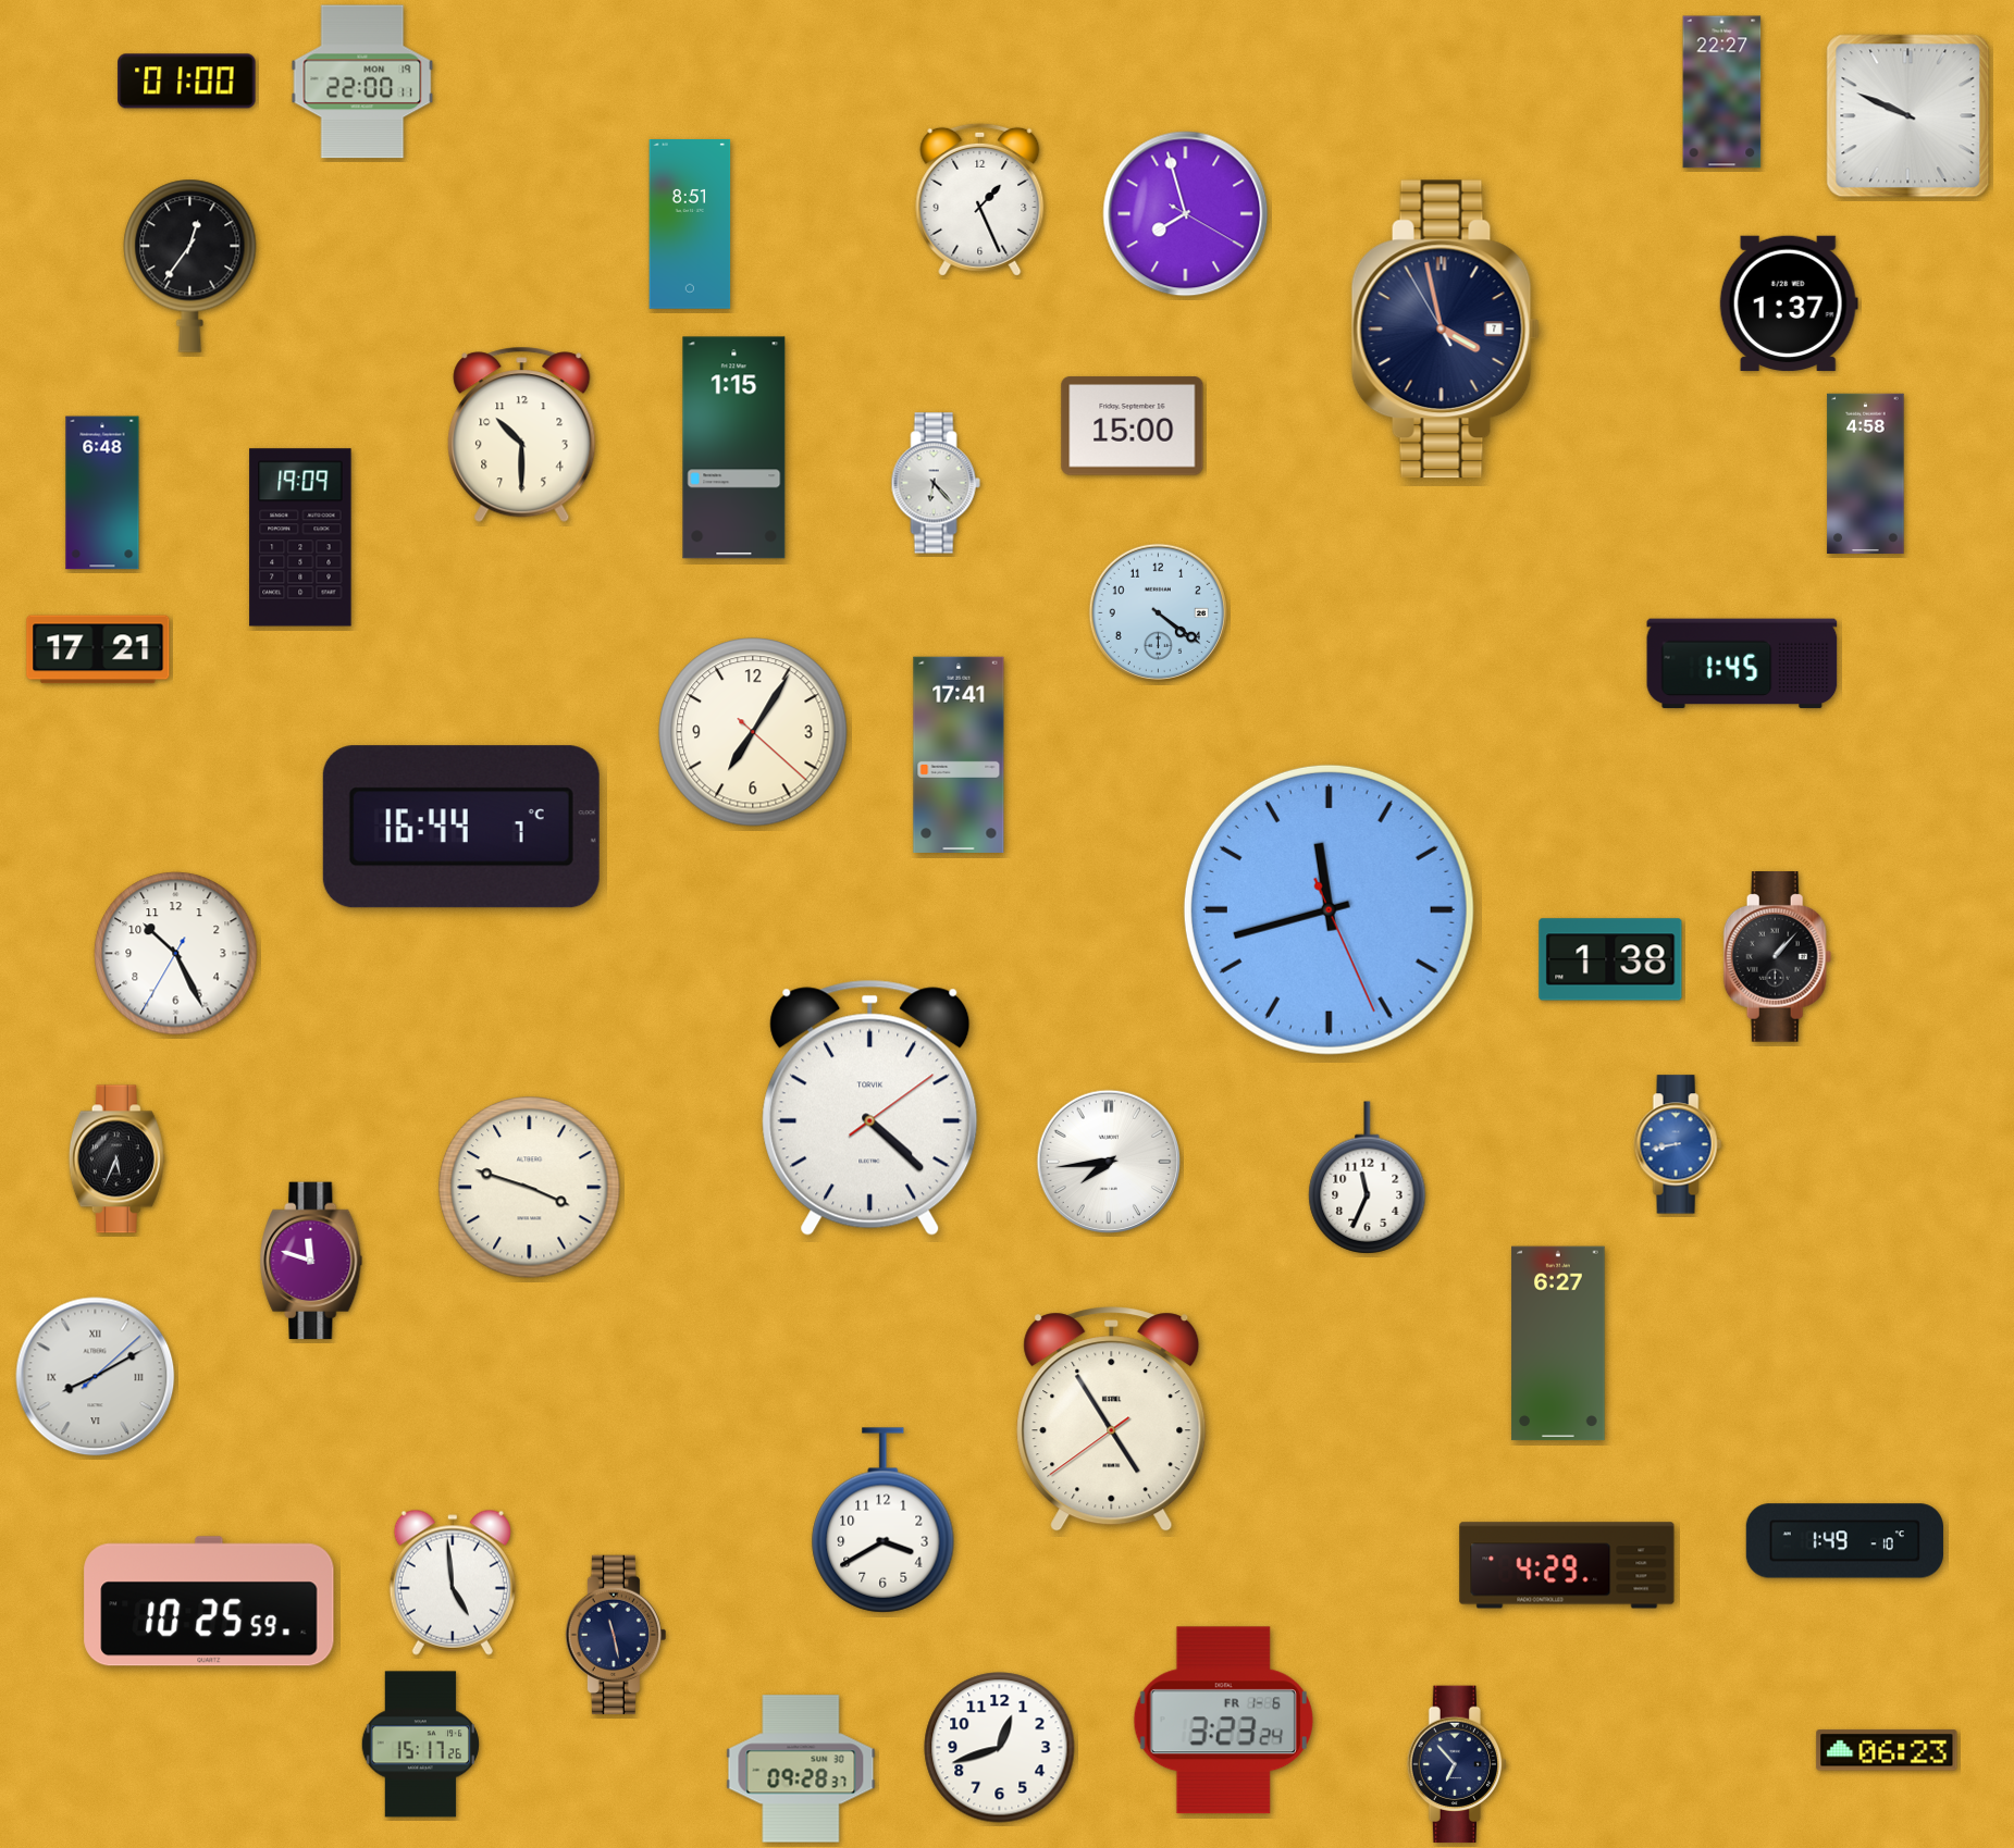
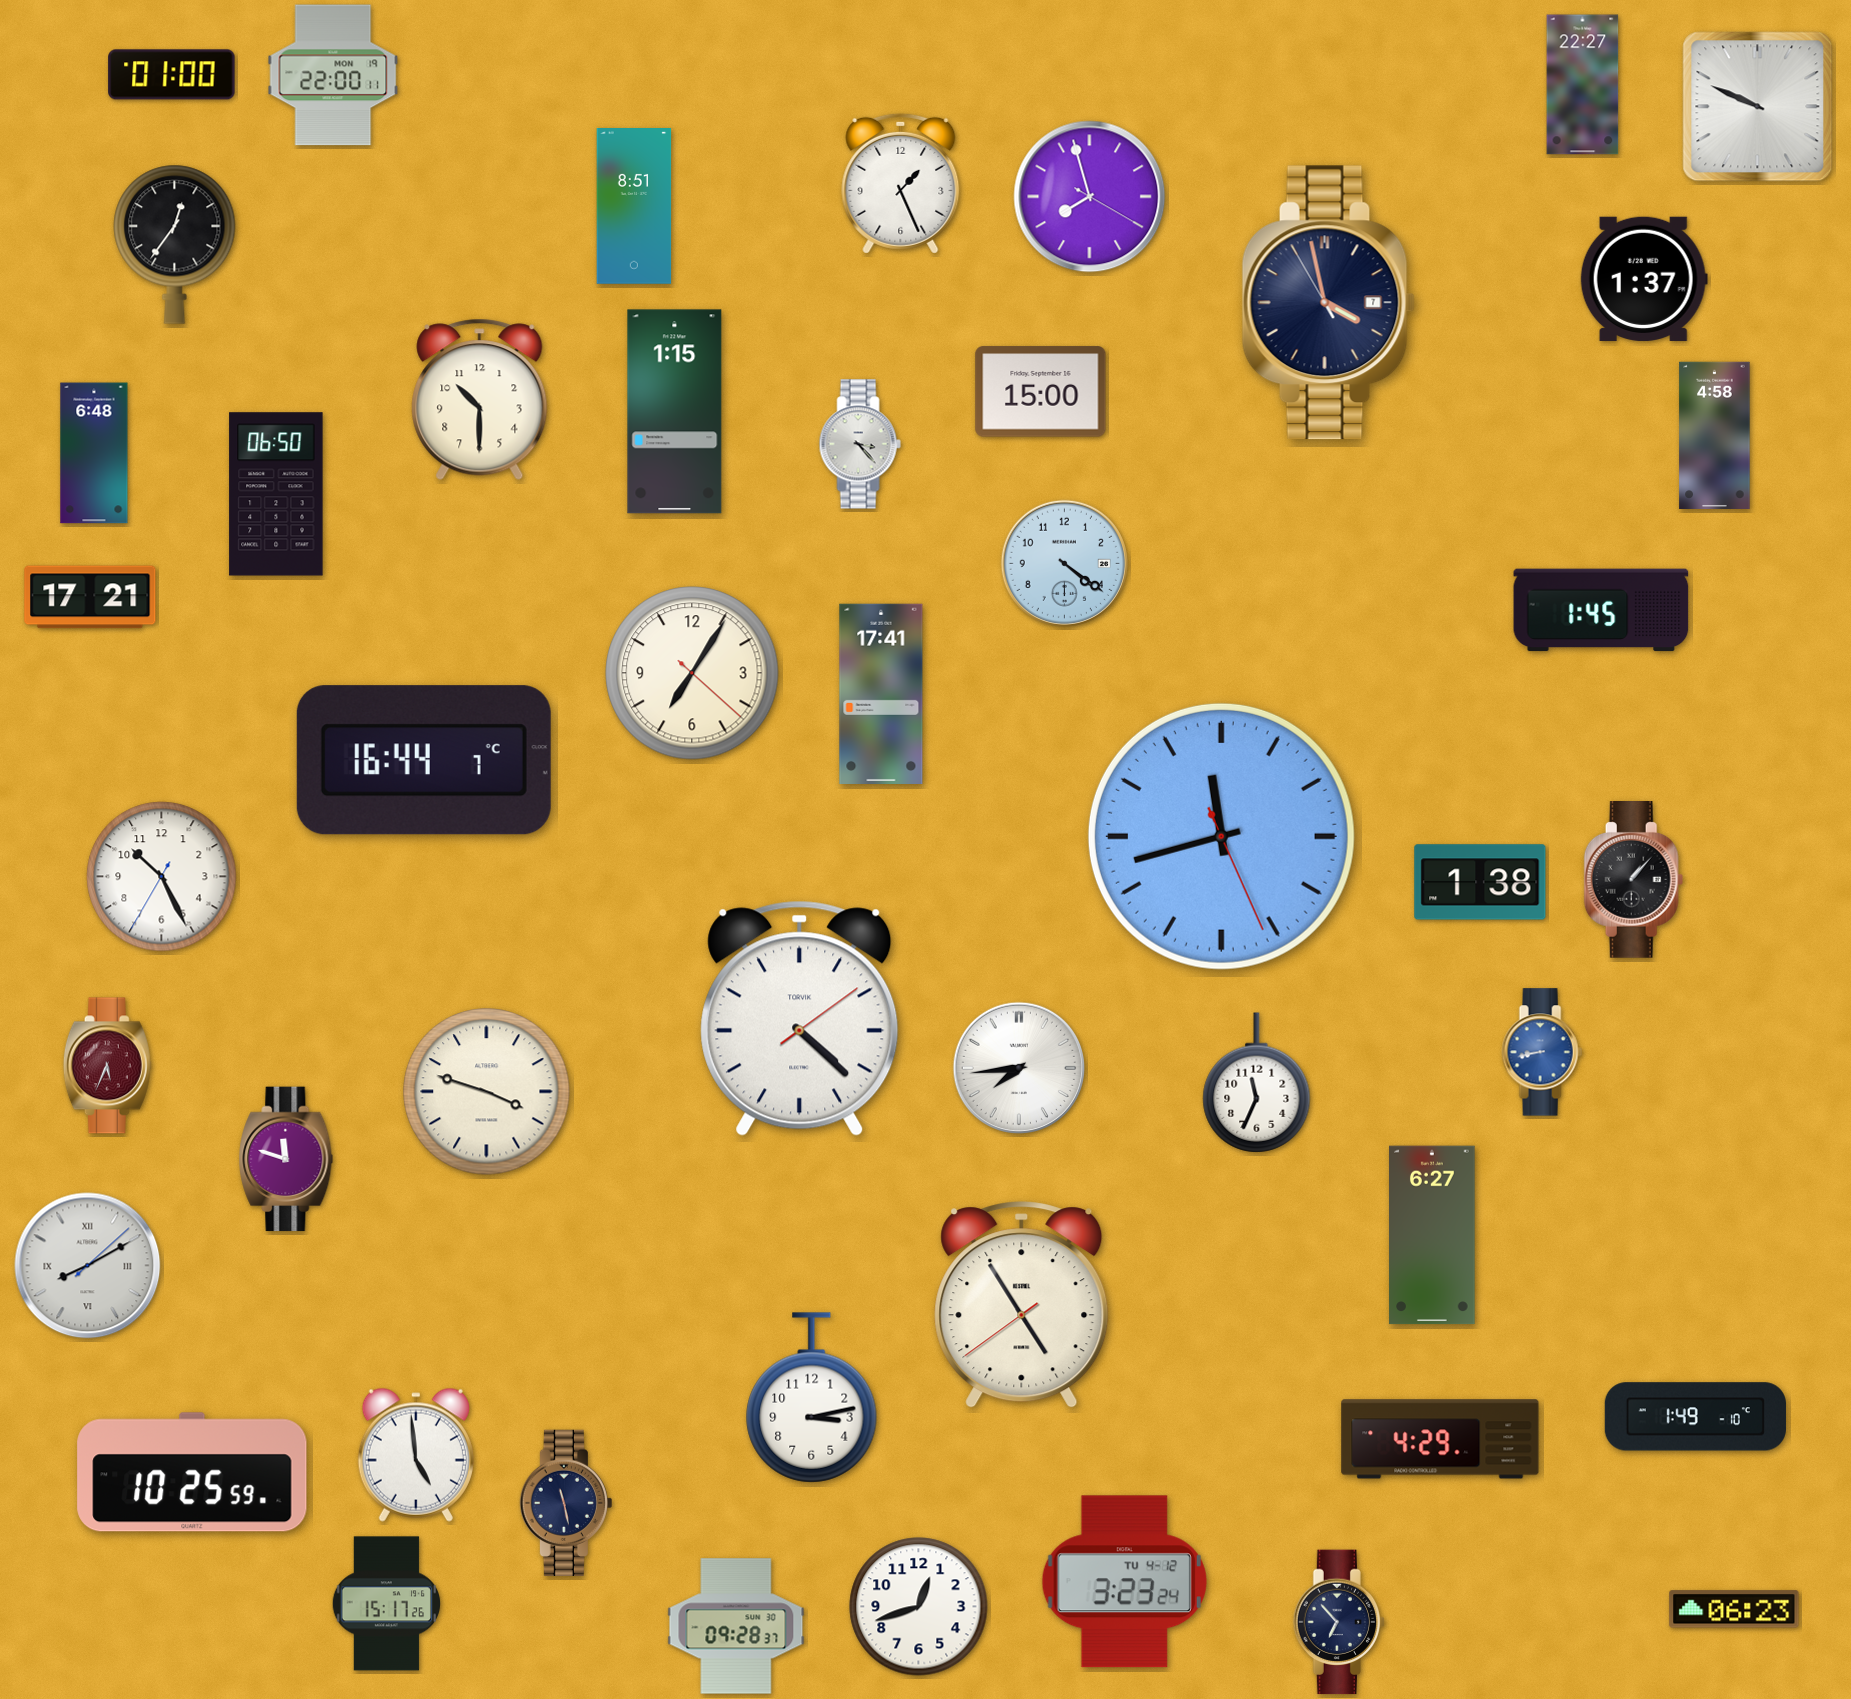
clock at (1908, 116) position: (1908, 116) -> (1758, 107)
clock at (936, 483): 6:23 -> 3:23
clock at (300, 537): 19:09 -> 06:50
clock at (116, 1159) dial: black -> burgundy
clock at (884, 1521): 3:40 -> 3:13
clock at (1223, 1721) date: FR 1-6 -> TU 4-12
